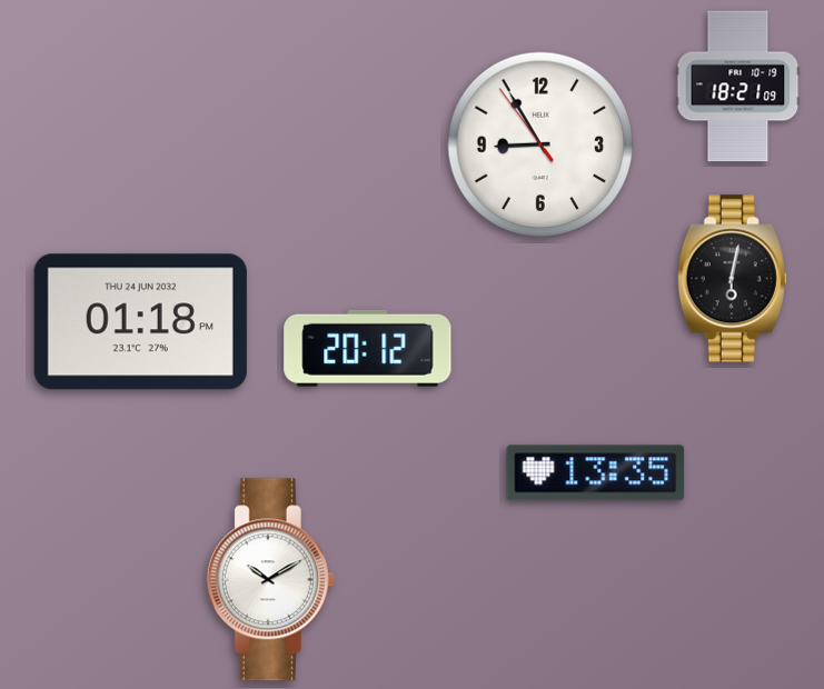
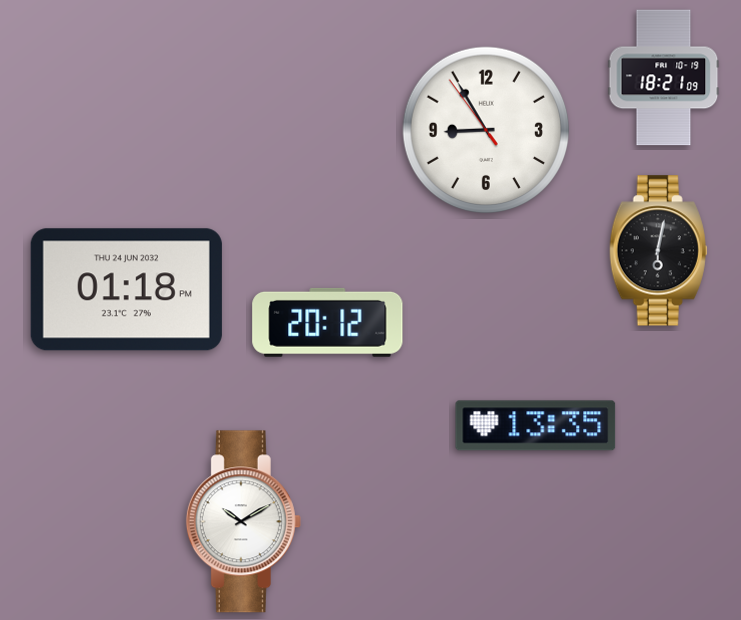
clock at (368, 348) position: (368, 348) -> (328, 322)
